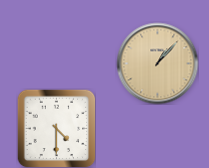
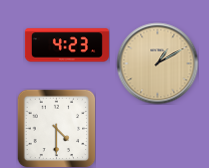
clock at (67, 45): none -> 4:23
clock at (157, 63): 1:07 -> 1:10
